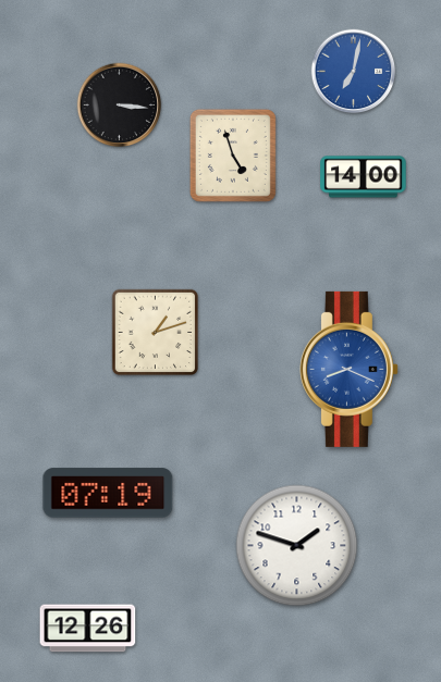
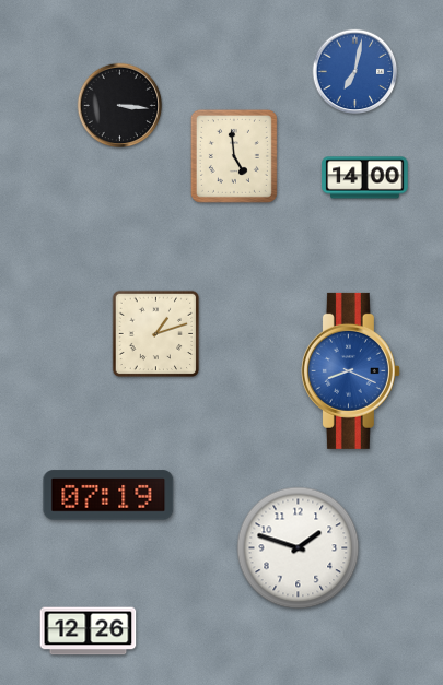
clock at (233, 156): 4:57 -> 4:59
